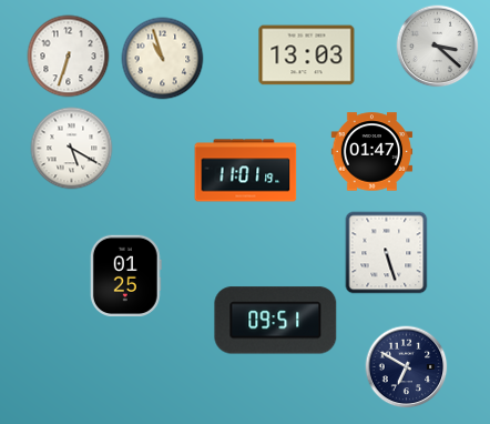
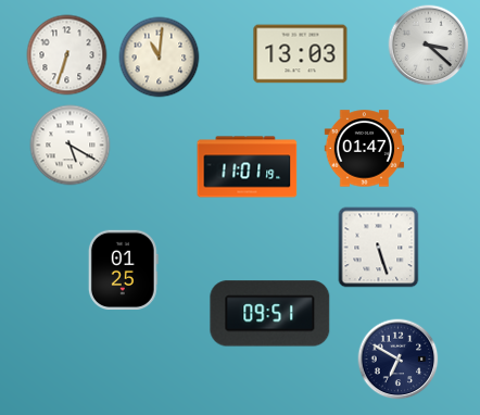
clock at (163, 59): 10:57 -> 11:01
clock at (246, 171) position: (246, 171) -> (248, 167)
